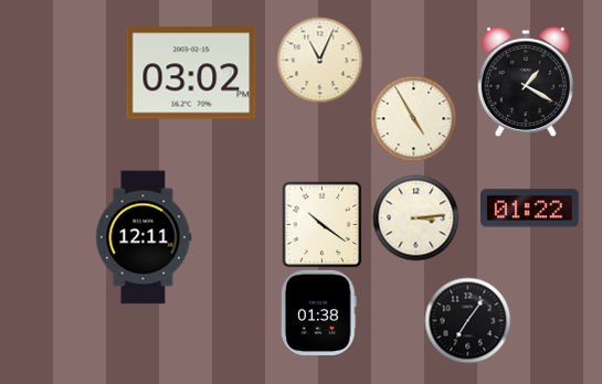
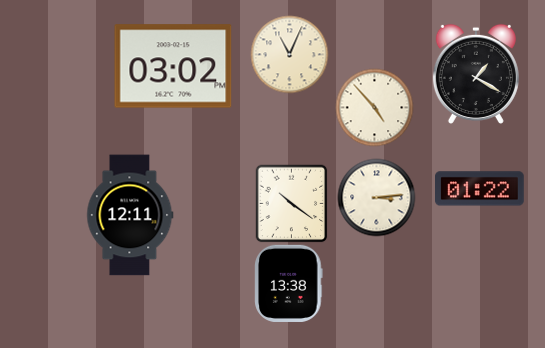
clock at (413, 118): 4:55 -> 4:53
clock at (319, 312): 01:38 -> 13:38
clock at (467, 320): 7:06 -> none
